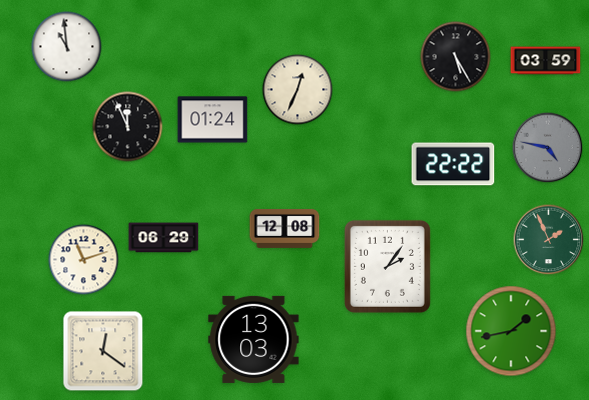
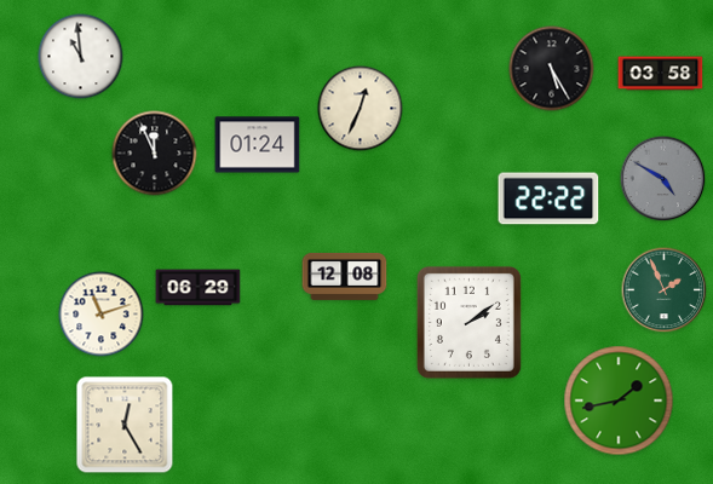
clock at (546, 61): 03:59 -> 03:58
clock at (548, 148): 4:47 -> 4:50
clock at (387, 266): 2:06 -> 2:09
clock at (254, 339): 13:03 -> none
clock at (103, 351): 12:21 -> 12:25
